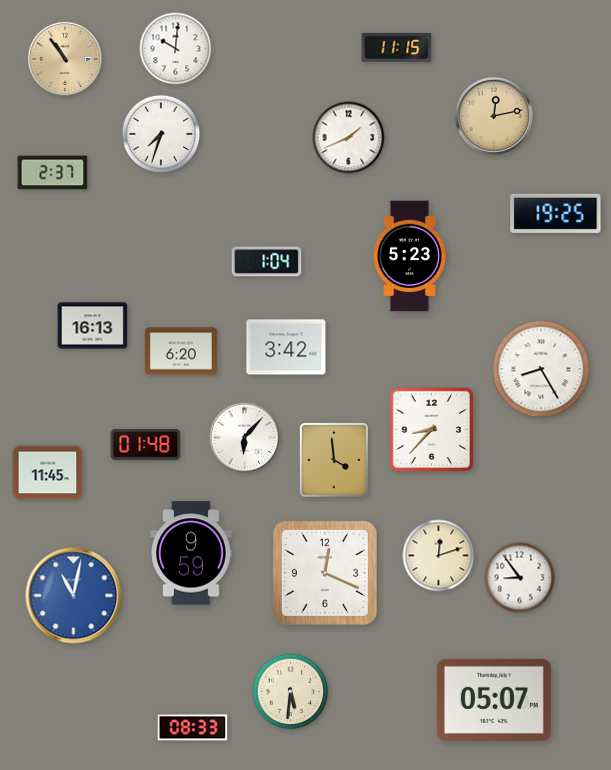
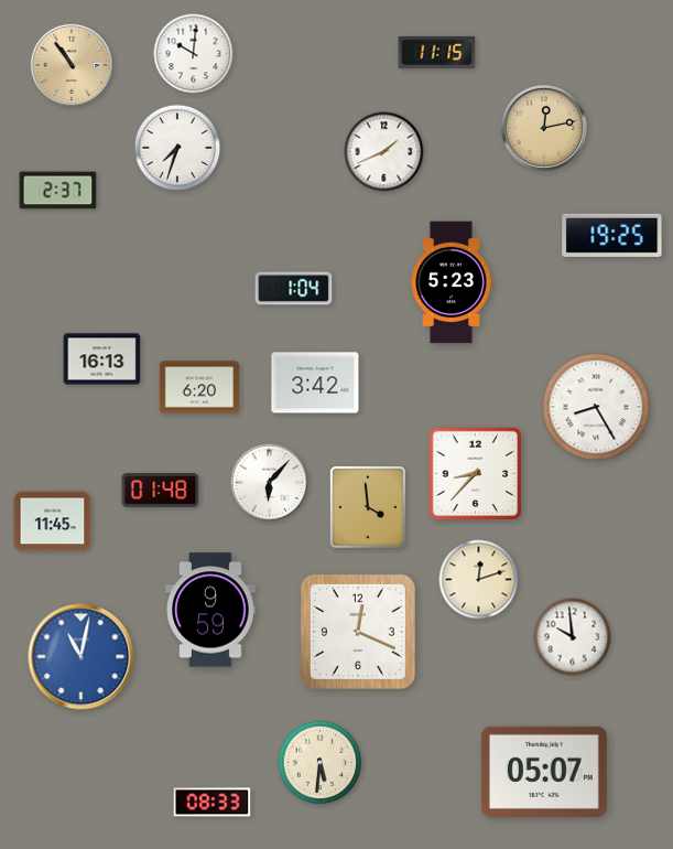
clock at (439, 556) position: (439, 556) -> (479, 580)
clock at (520, 578): 8:54 -> 9:59
